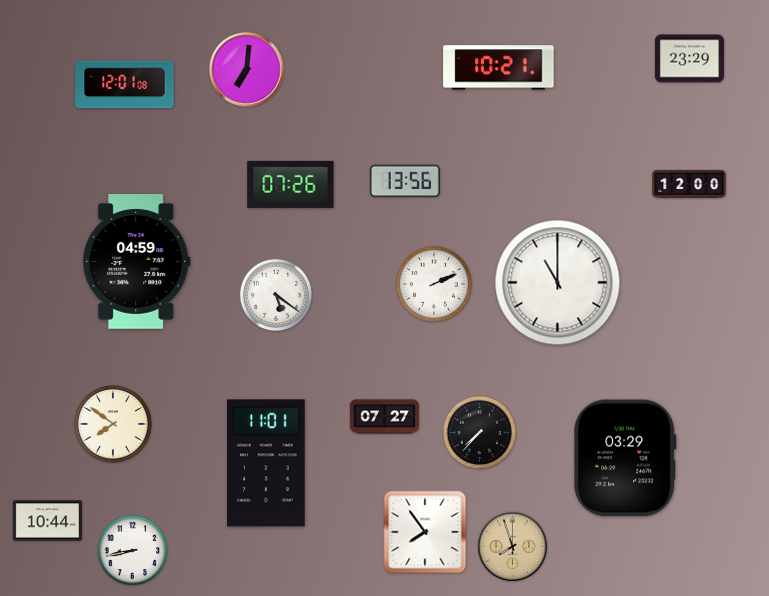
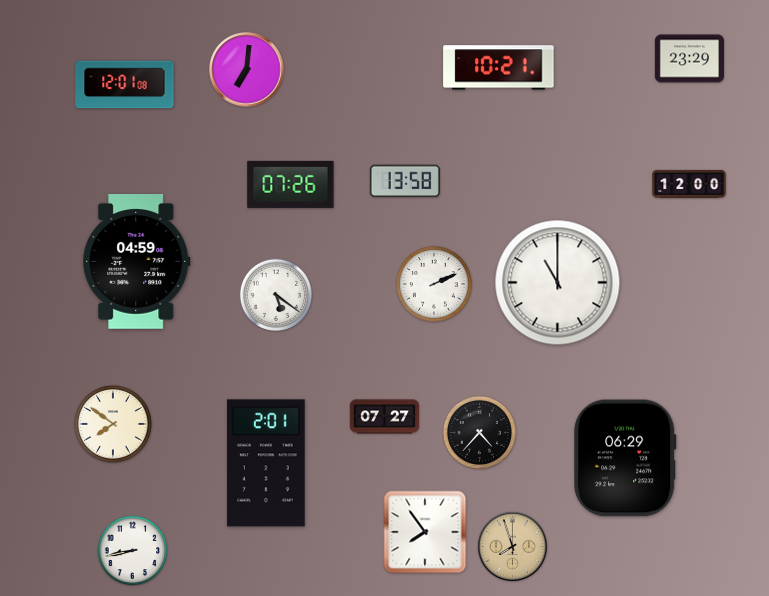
clock at (405, 181): 13:56 -> 13:58
clock at (479, 432): 7:37 -> 4:37
clock at (625, 458): 03:29 -> 06:29
clock at (266, 463): 11:01 -> 2:01
clock at (47, 521): 10:44 -> none
